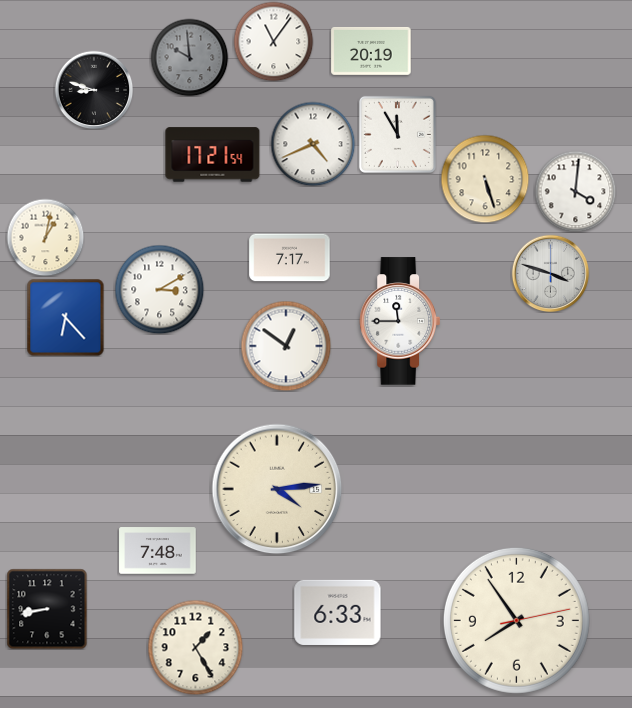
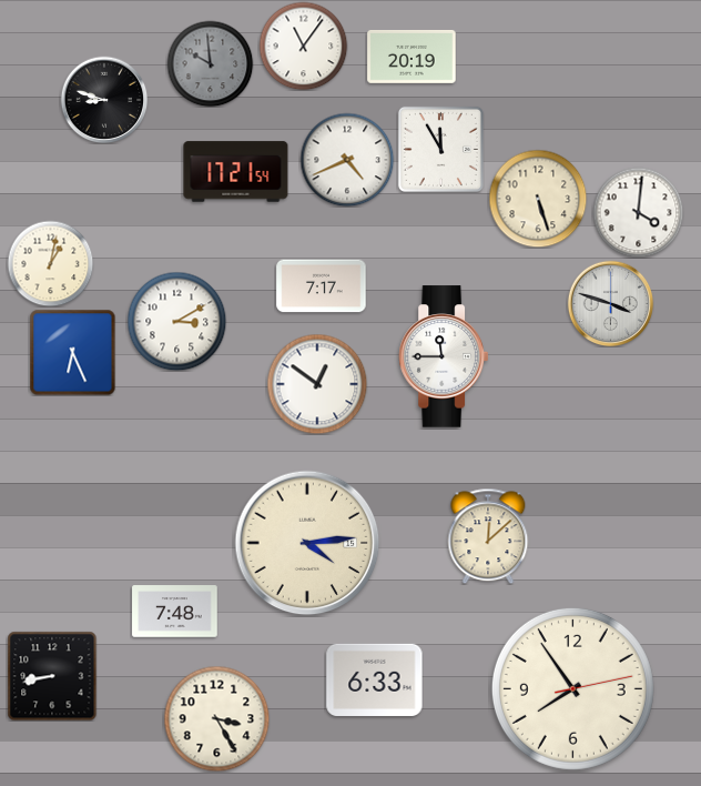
clock at (65, 317): 6:23 -> 6:26
clock at (488, 536): none -> 12:08
clock at (195, 647): 1:25 -> 3:25
